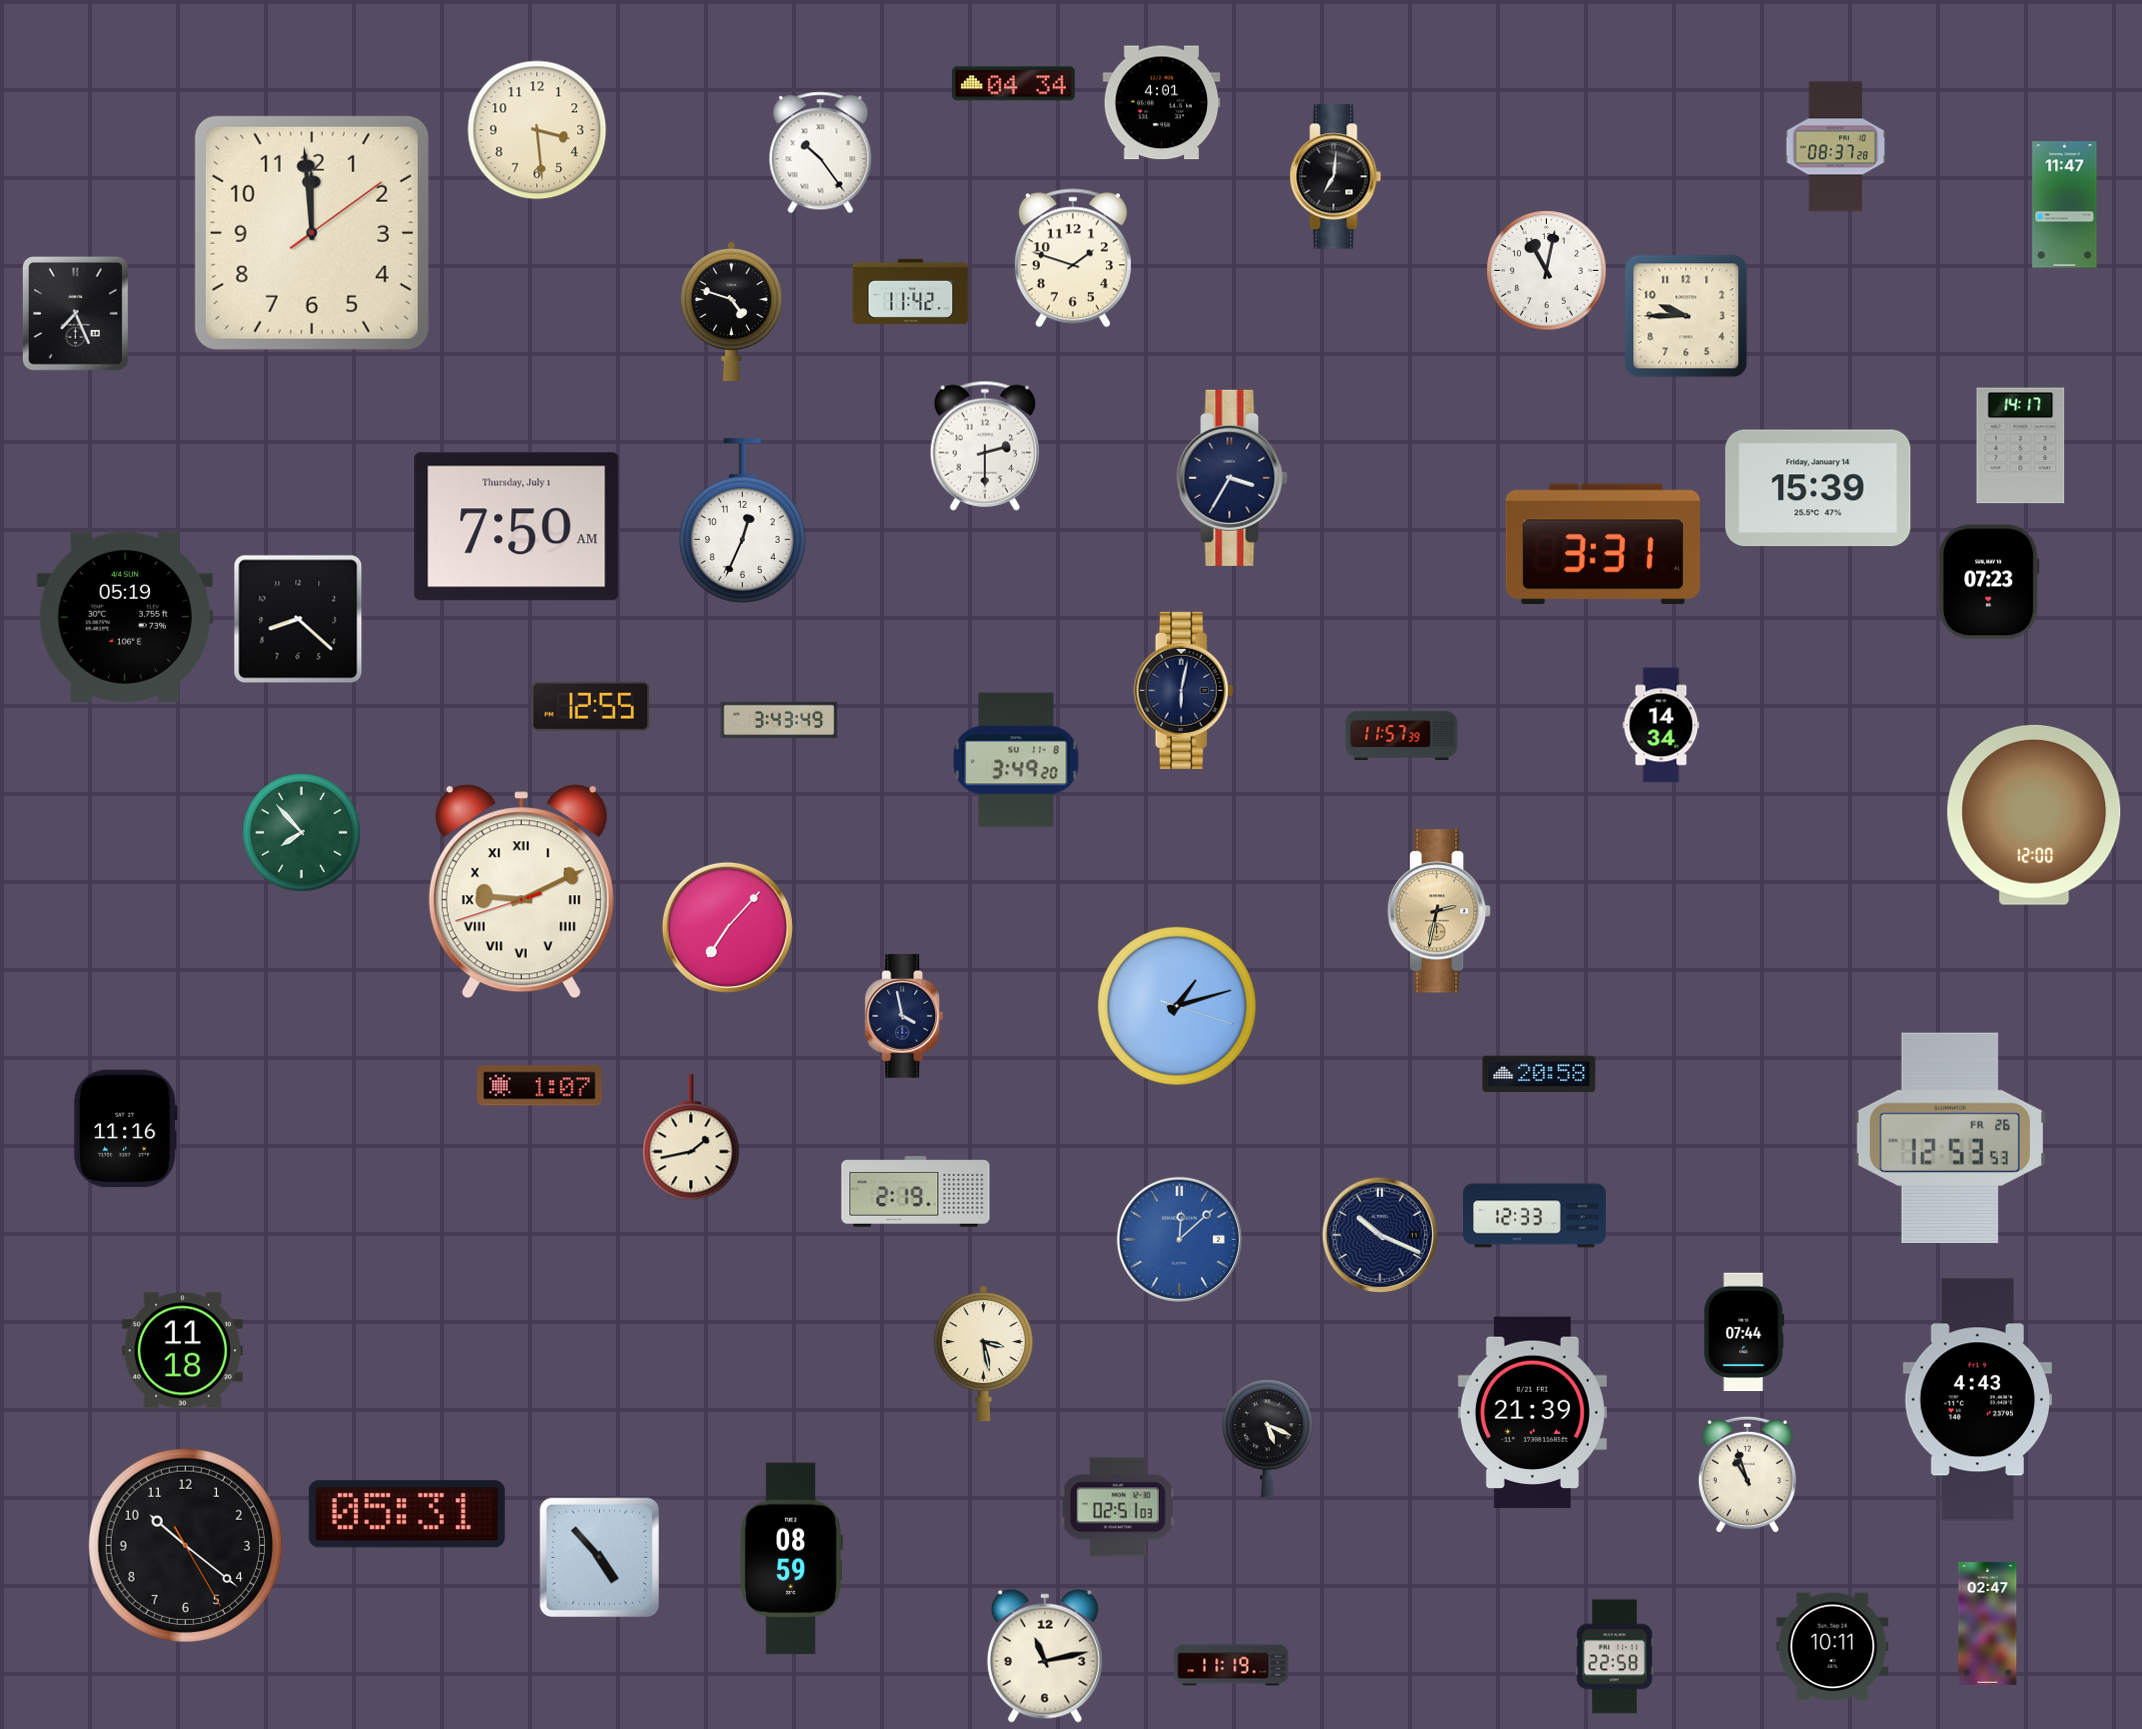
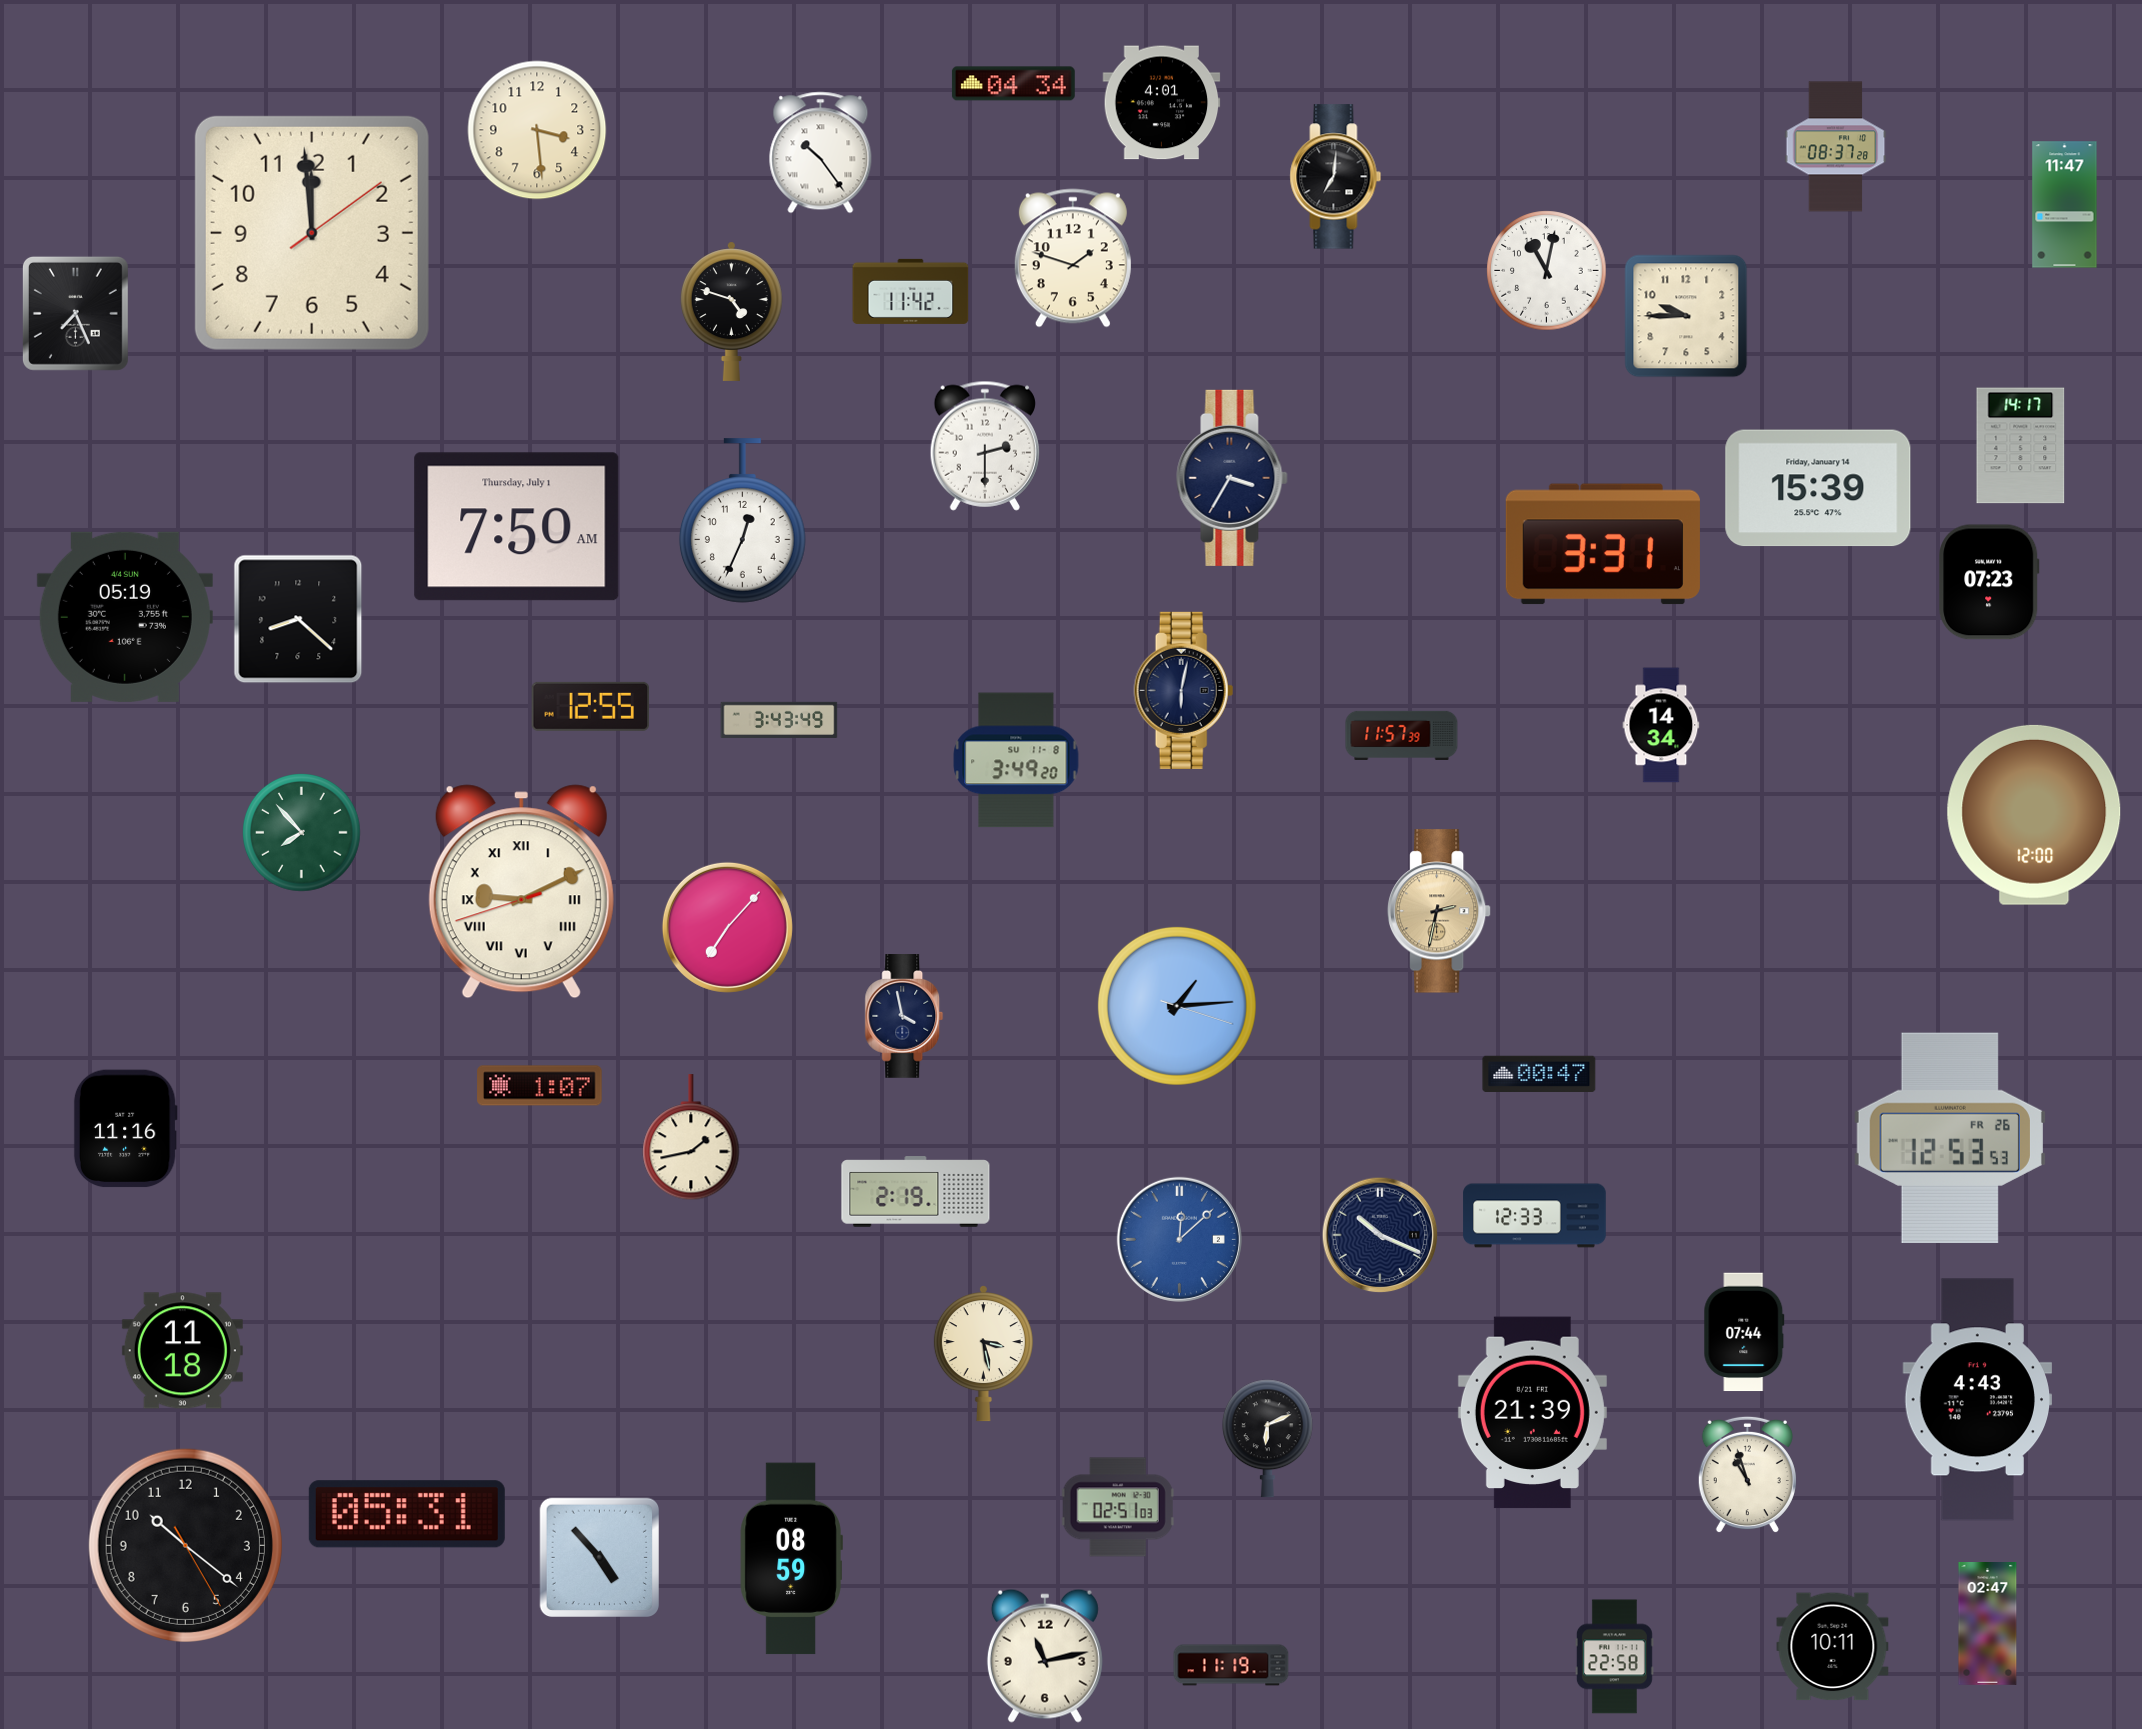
clock at (1177, 1006): 1:12 -> 1:14
clock at (1539, 1073): 20:58 -> 00:47
clock at (1268, 1439): 5:19 -> 6:11
